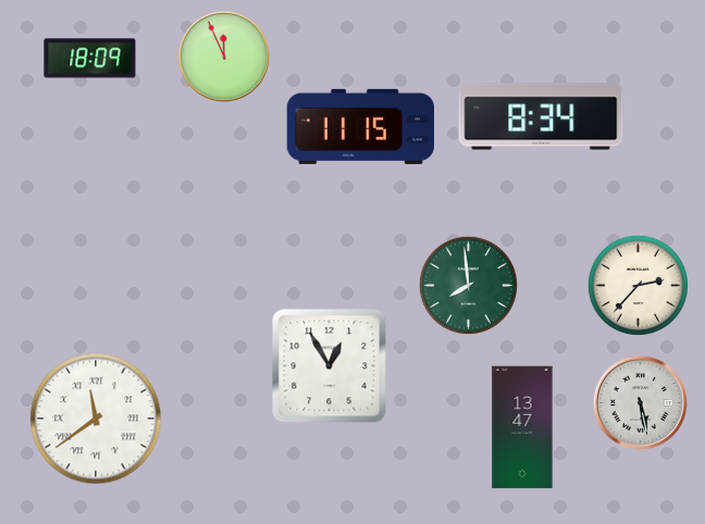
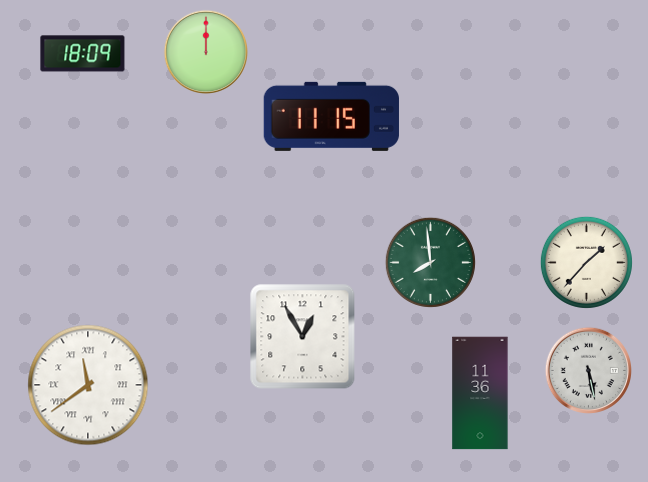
clock at (223, 55): 11:56 -> 12:00
clock at (541, 116): 8:34 -> none
clock at (638, 285): 2:37 -> 1:37
clock at (522, 427): 13:47 -> 11:36
